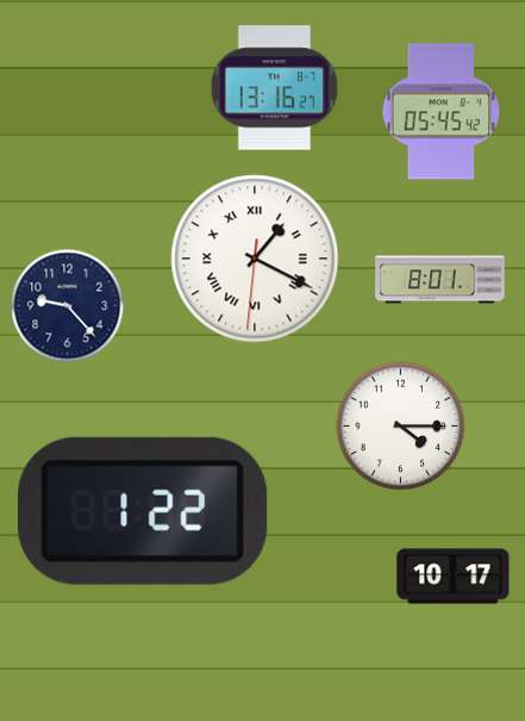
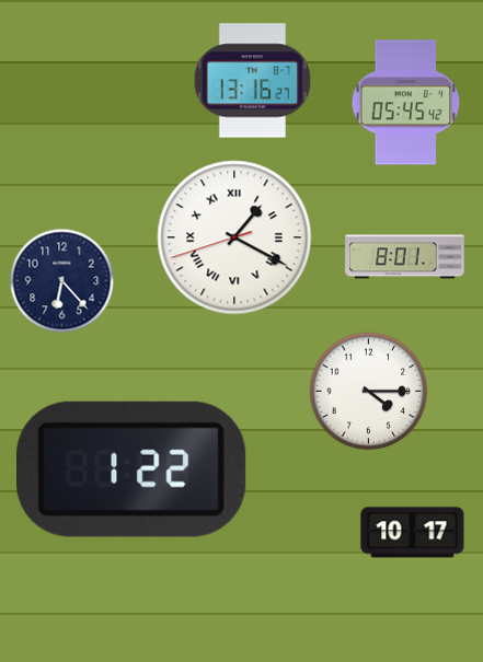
clock at (255, 259): 1:19:31 -> 1:19:42
clock at (68, 306): 9:23 -> 6:23
clock at (454, 577) position: (454, 577) -> (413, 533)
